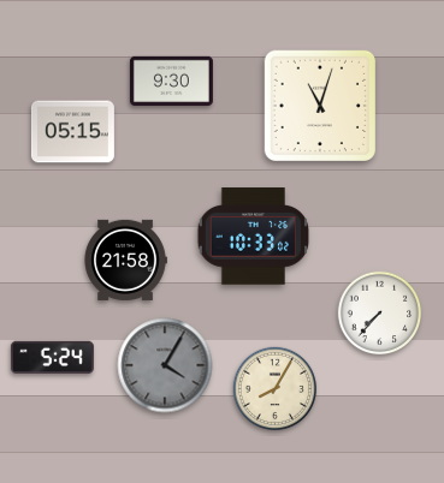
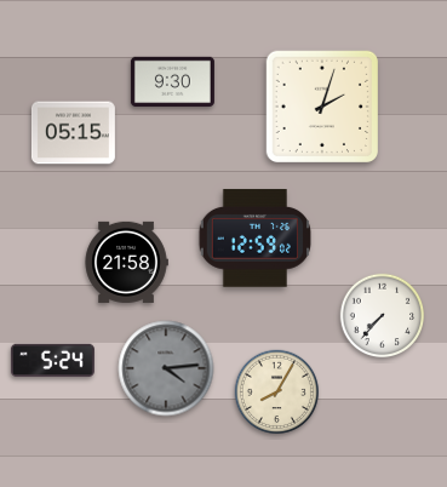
clock at (319, 105): 11:03 -> 2:03
clock at (253, 237): 10:33 -> 12:59
clock at (165, 365): 4:05 -> 4:14
